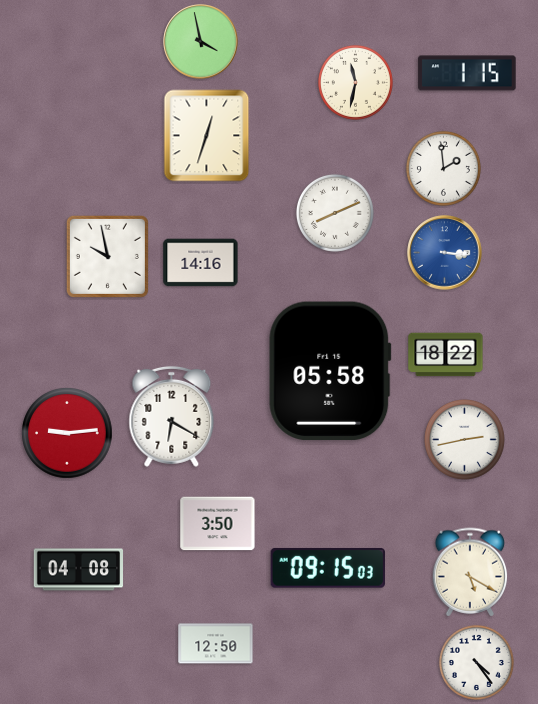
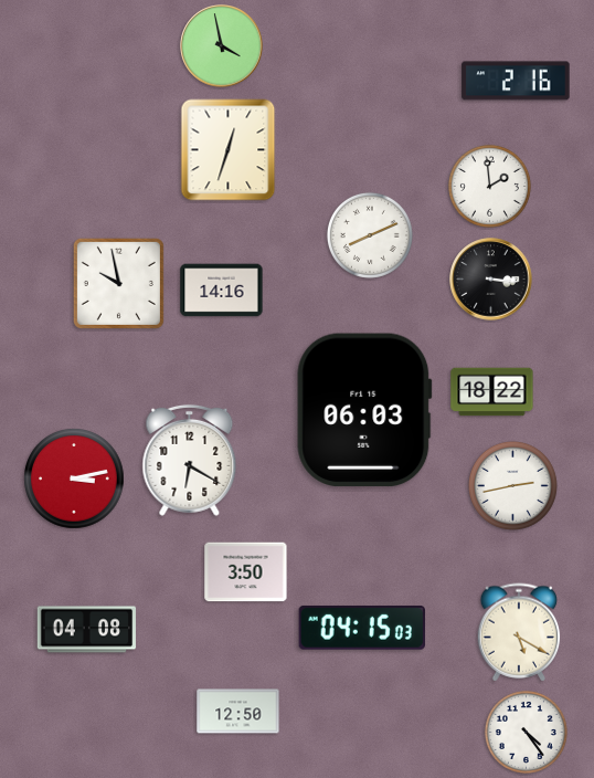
clock at (467, 73): 1:15 -> 2:16
clock at (355, 82): 11:32 -> none
clock at (445, 253) dial: blue -> black
clock at (330, 371): 05:58 -> 06:03
clock at (67, 433): 9:14 -> 3:13
clock at (218, 524) position: (218, 524) -> (246, 572)
clock at (328, 568): 09:15 -> 04:15
